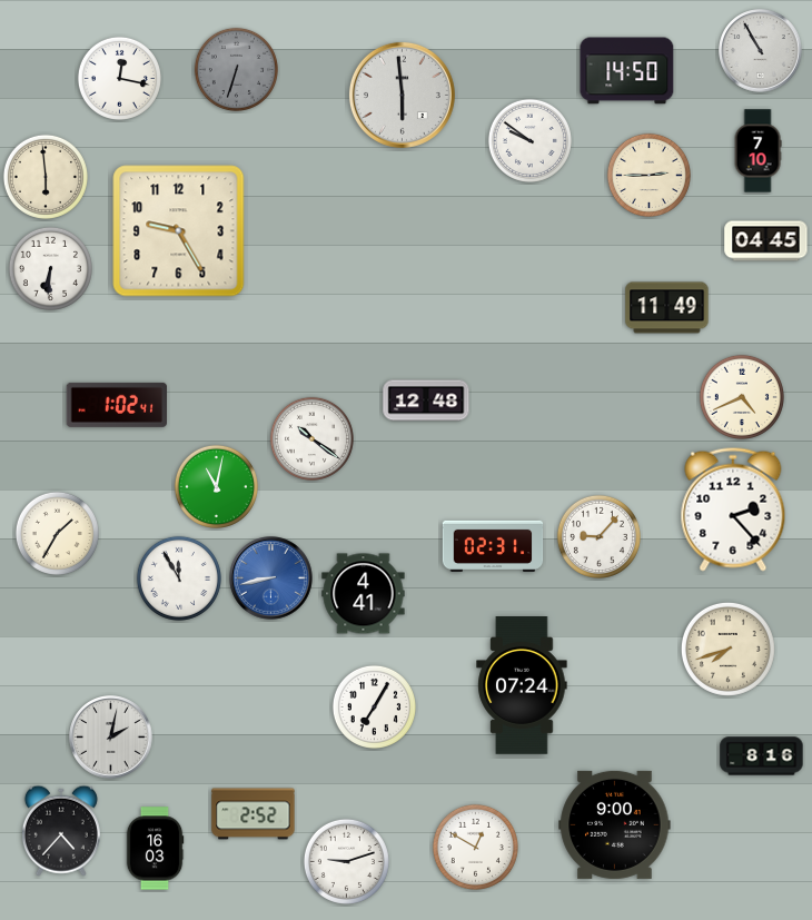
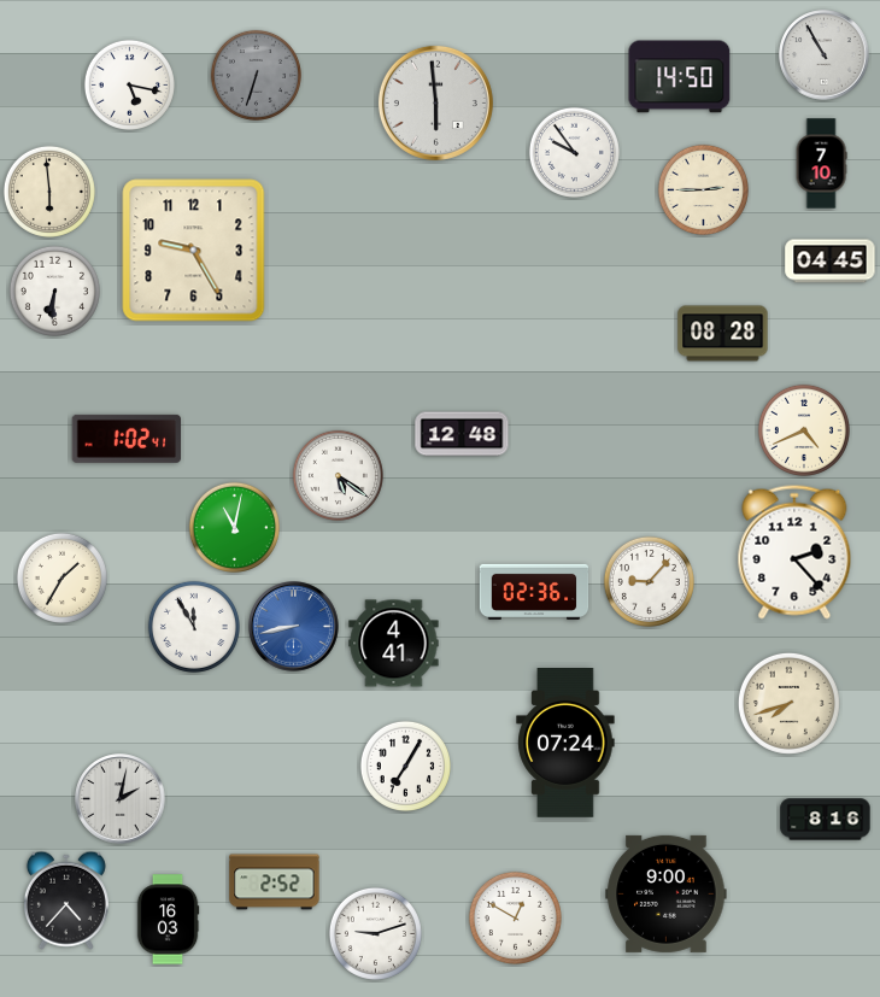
clock at (119, 78): 12:17 -> 5:17
clock at (529, 140): 9:51 -> 9:54
clock at (667, 308): 11:49 -> 08:28
clock at (311, 438): 10:21 -> 5:21
clock at (493, 546): 02:31 -> 02:36
